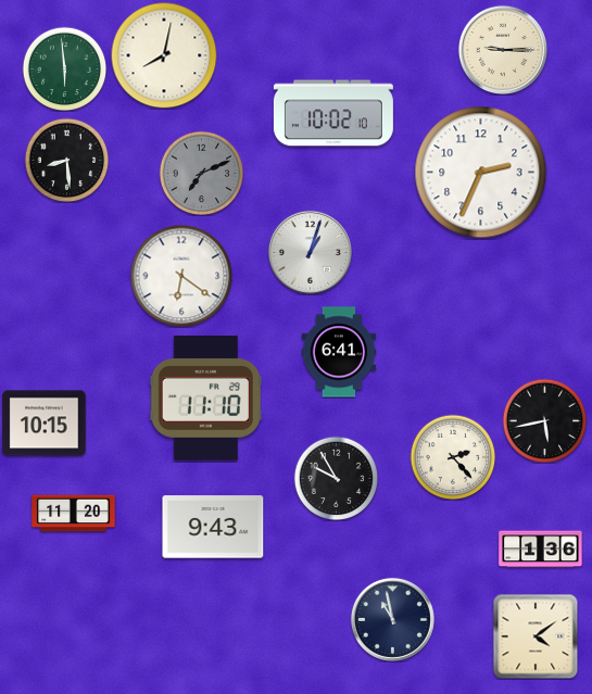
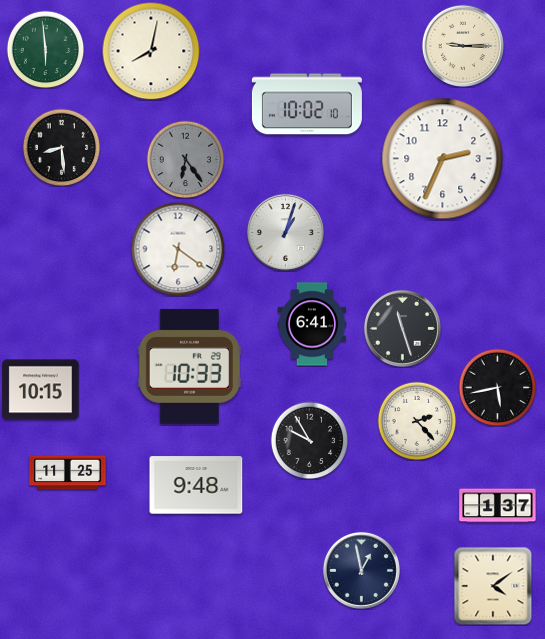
clock at (64, 68) position: (64, 68) -> (45, 49)
clock at (201, 173): 7:11 -> 6:24
clock at (181, 276) position: (181, 276) -> (178, 249)
clock at (402, 328): none -> 11:27
clock at (205, 398): 11:10 -> 10:33
clock at (544, 420) position: (544, 420) -> (497, 387)
clock at (74, 514): 11:20 -> 11:25
clock at (213, 527): 9:43 -> 9:48
clock at (541, 550): 1:36 -> 1:37
clock at (392, 619): 10:58 -> 12:58
